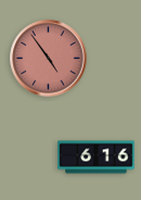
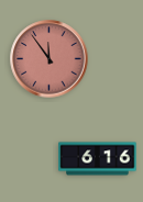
clock at (49, 59): 4:54 -> 11:54
